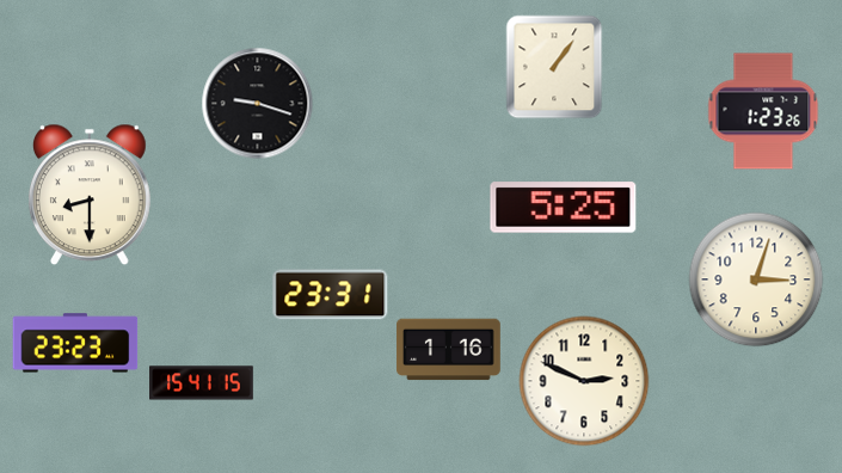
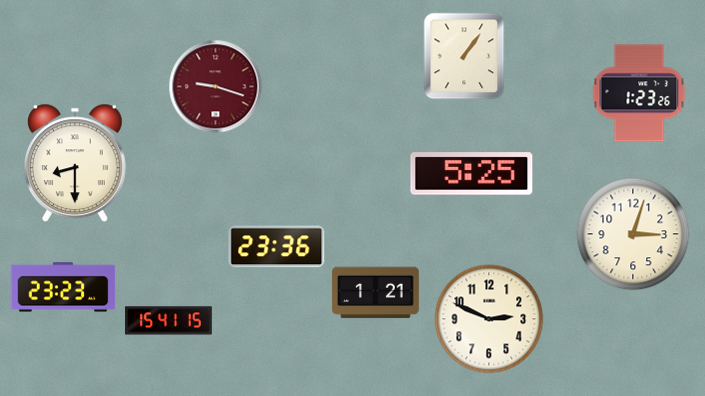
clock at (258, 104) dial: black -> burgundy
clock at (331, 295): 23:31 -> 23:36
clock at (449, 350): 1:16 -> 1:21
